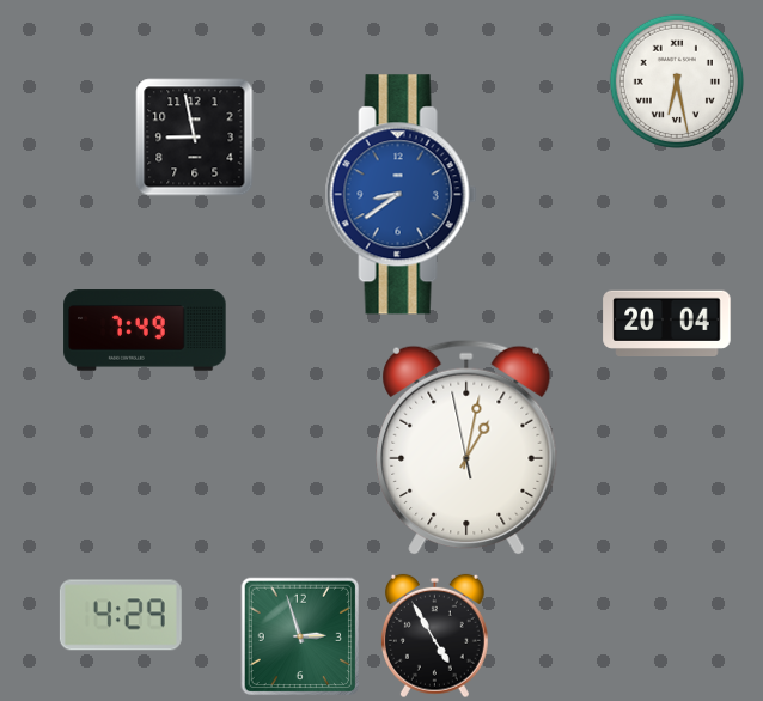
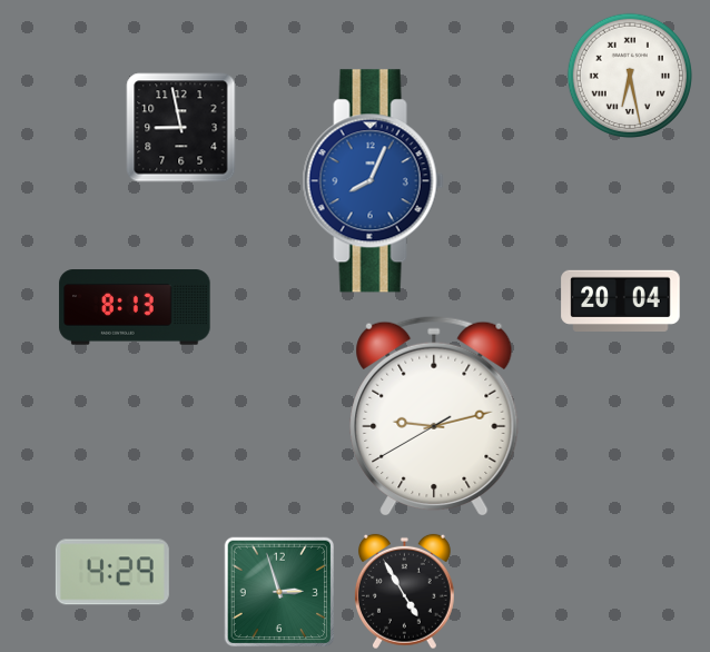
clock at (401, 195): 8:39 -> 8:04
clock at (145, 330): 7:49 -> 8:13
clock at (466, 447): 1:01 -> 9:12
